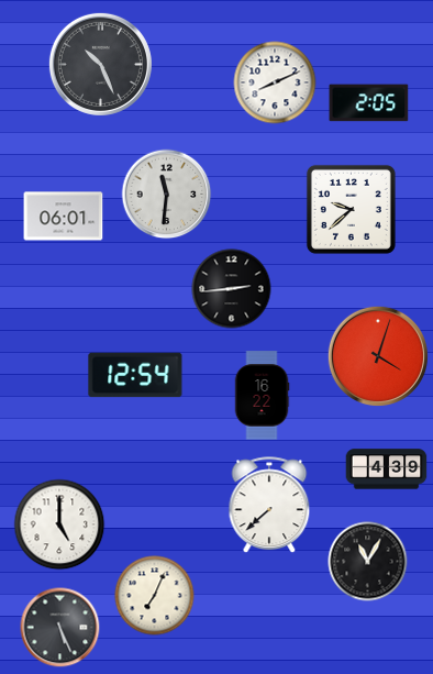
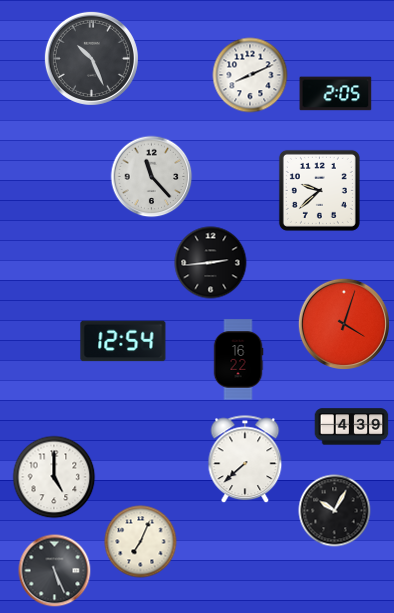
clock at (167, 195): 11:31 -> 11:23
clock at (64, 217): 06:01 -> none
clock at (368, 562): 11:05 -> 10:05
